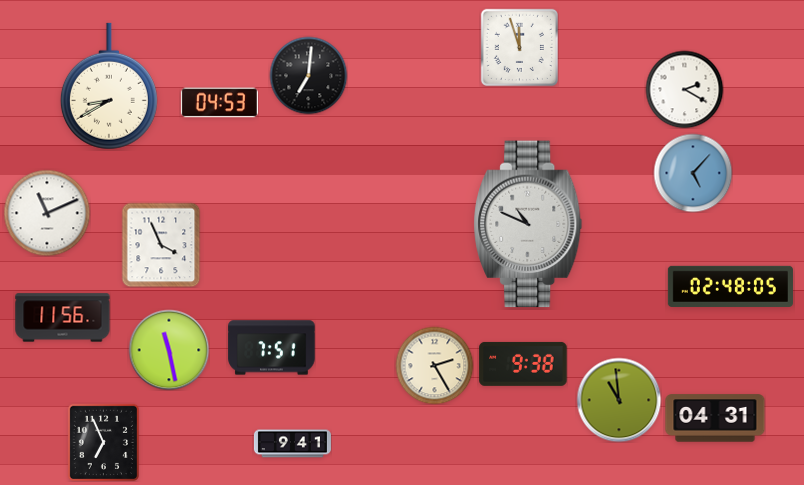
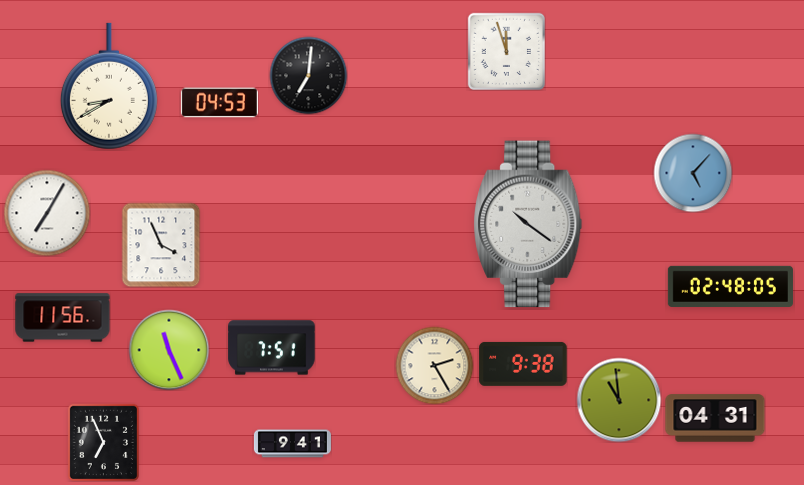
clock at (519, 47) position: (519, 47) -> (506, 51)
clock at (684, 89): 2:20 -> none
clock at (47, 213): 11:11 -> 7:05
clock at (528, 224): 10:49 -> 10:21
clock at (169, 350): 11:28 -> 11:26
